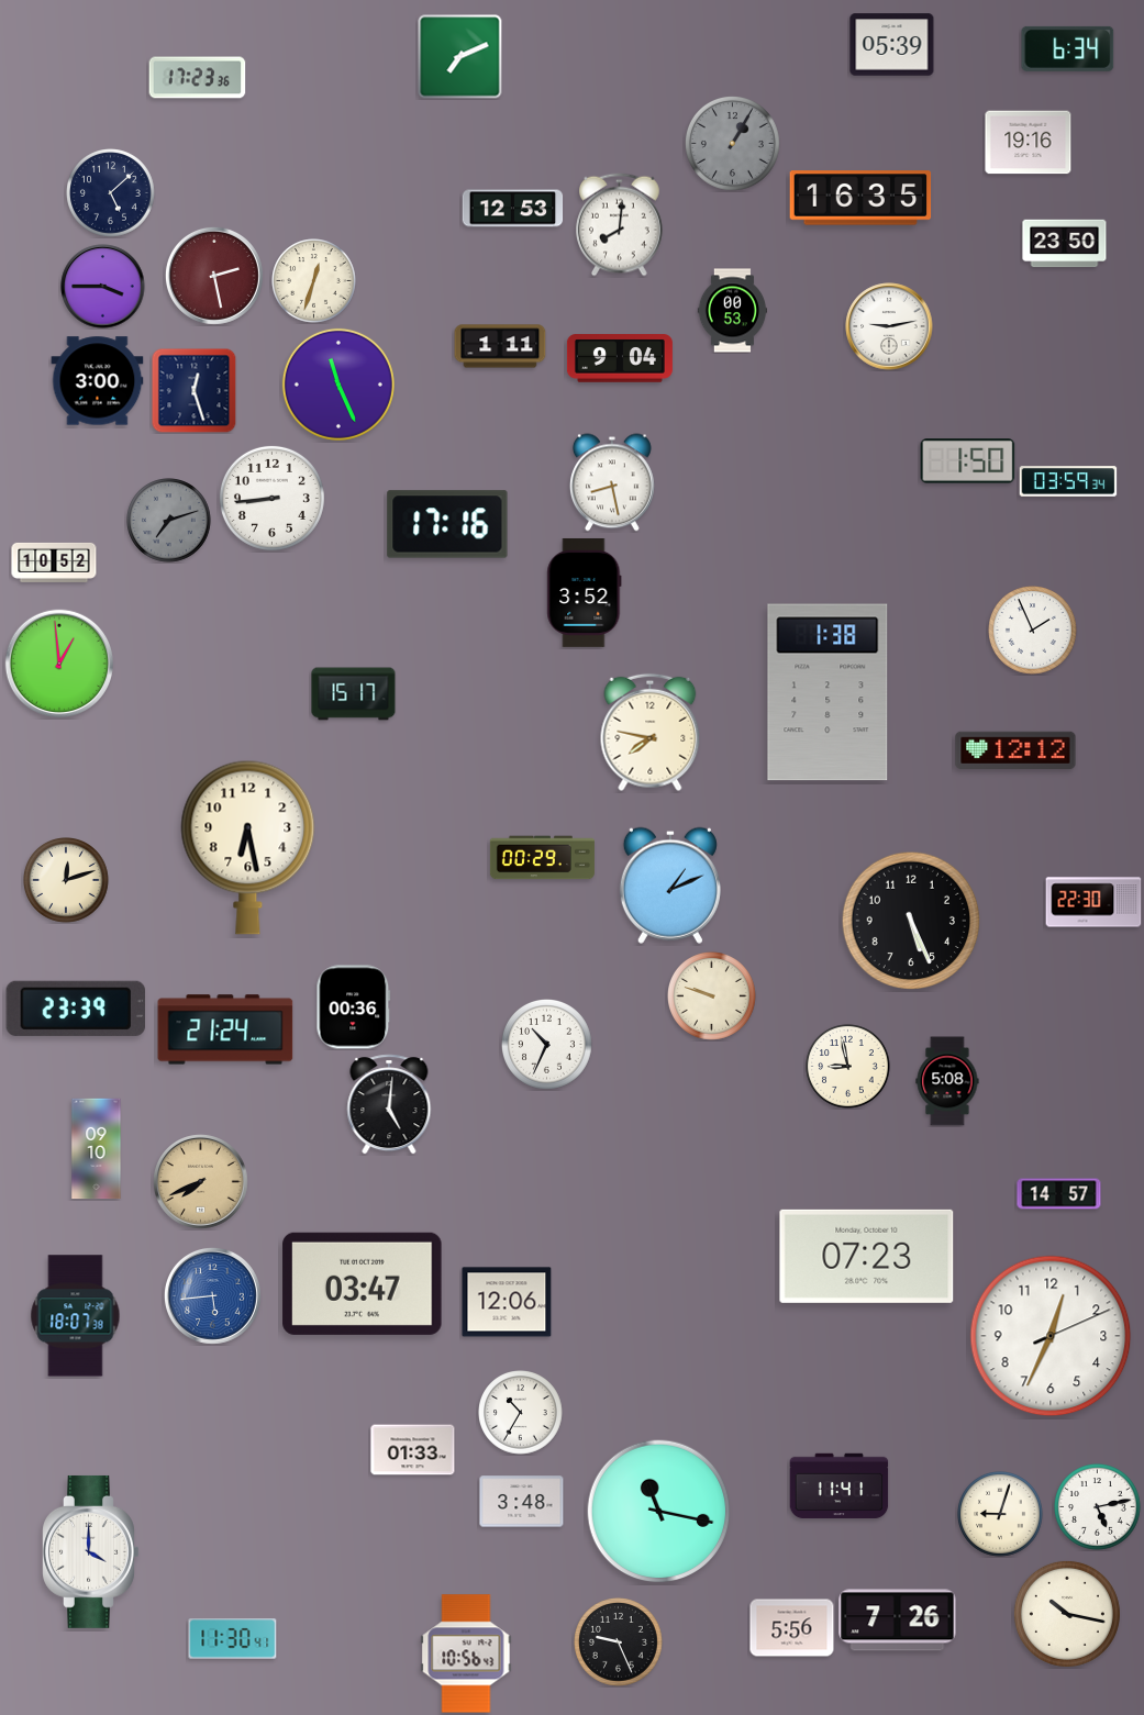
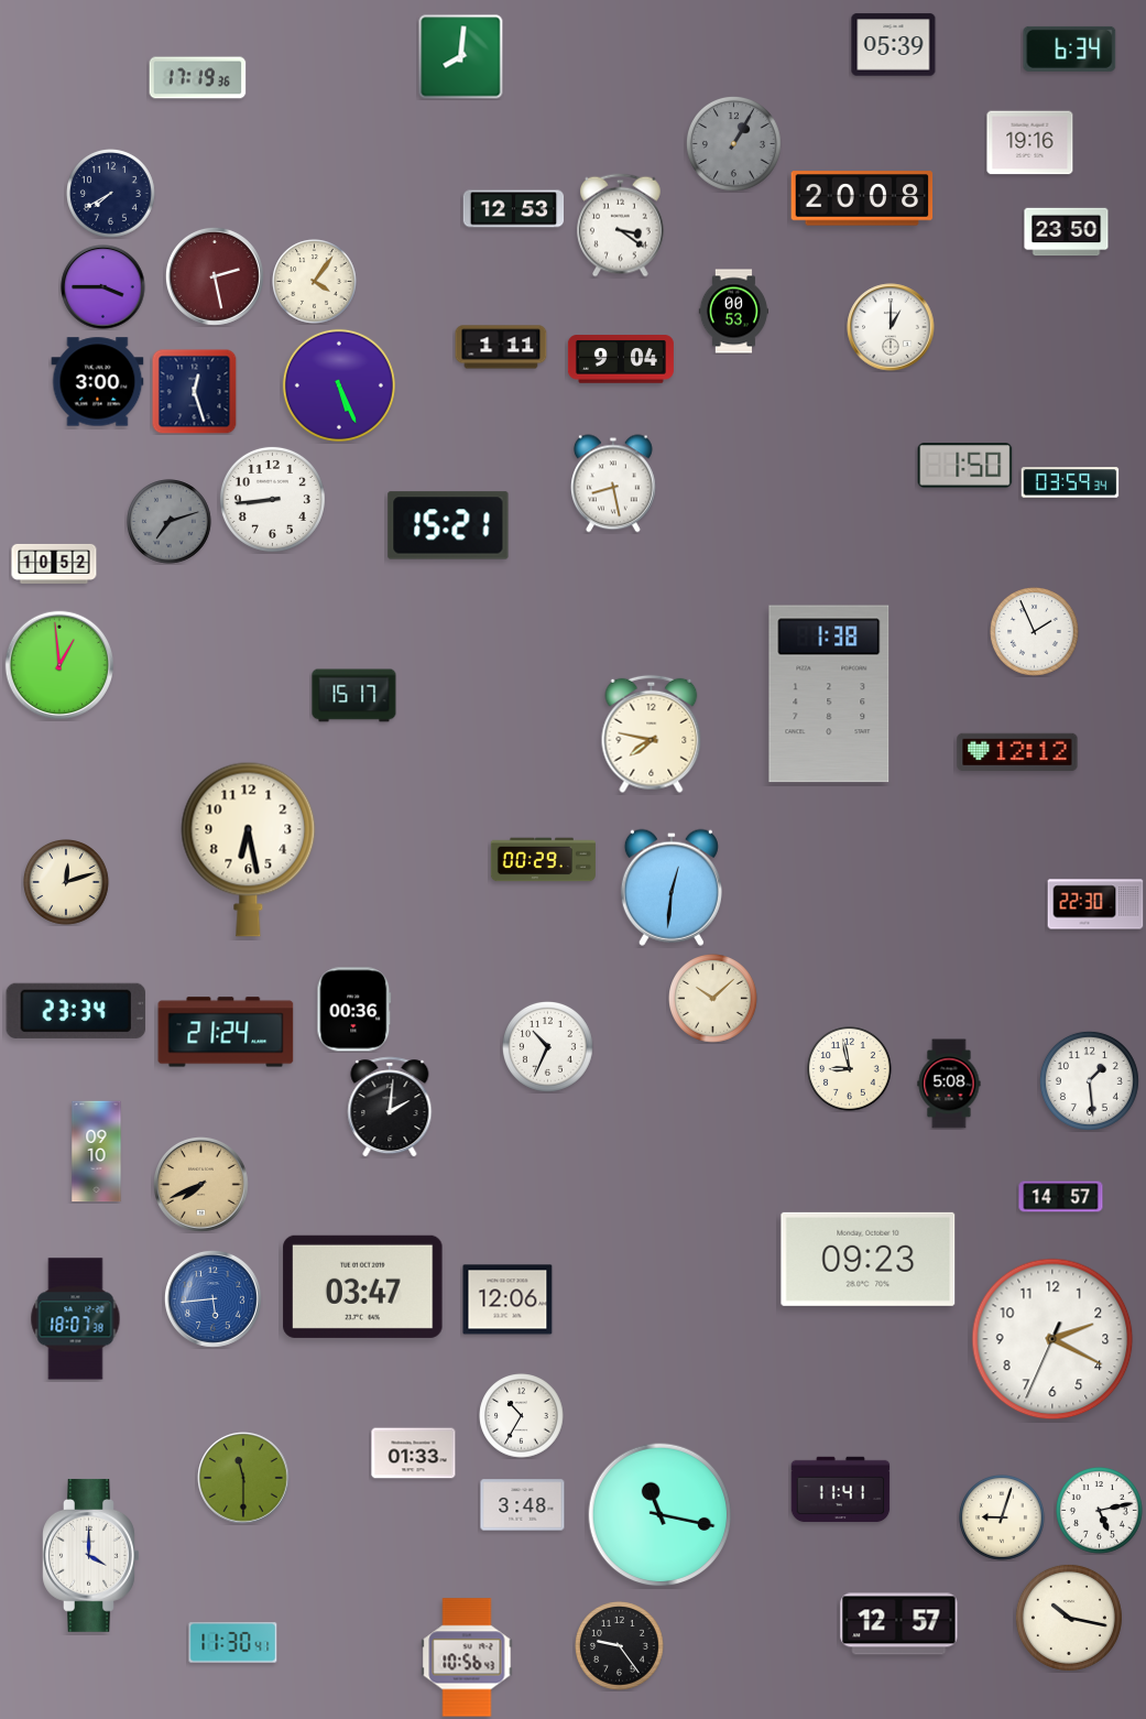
clock at (460, 57): 7:11 -> 8:01
clock at (198, 78): 17:23 -> 17:19
clock at (111, 193): 5:08 -> 7:40
clock at (860, 198): 16:35 -> 20:08
clock at (620, 225): 8:01 -> 3:21
clock at (1065, 244) position: (1065, 244) -> (1067, 232)
clock at (314, 281): 12:33 -> 4:06
clock at (889, 326): 9:13 -> 1:00
clock at (338, 385): 11:26 -> 5:26
clock at (968, 461) position: (968, 461) -> (965, 466)
clock at (447, 524): 17:16 -> 15:21
clock at (585, 592): 3:52 -> none
clock at (670, 886): 1:11 -> 12:31
clock at (911, 920): 5:26 -> none
clock at (712, 996): 9:48 -> 10:08
clock at (76, 1009): 23:39 -> 23:34
clock at (1089, 1080): none -> 1:29
clock at (389, 1104): 5:01 -> 2:01
clock at (867, 1256): 07:23 -> 09:23
clock at (507, 1302) position: (507, 1302) -> (507, 1299)
clock at (1051, 1336): 12:34 -> 2:19
clock at (243, 1478): none -> 11:30
clock at (898, 1621): 7:26 -> 12:57
clock at (792, 1628): 5:56 -> none
clock at (619, 1642): 9:26 -> 9:24
